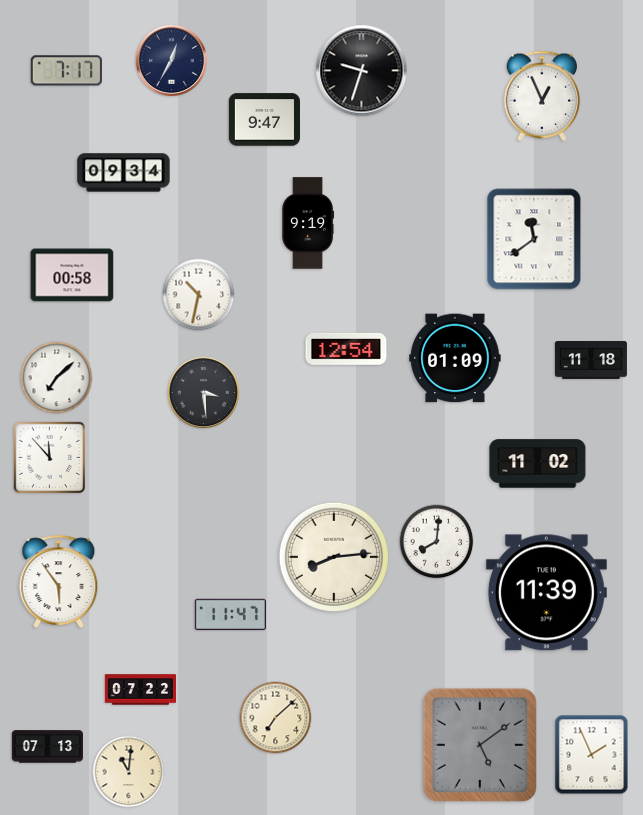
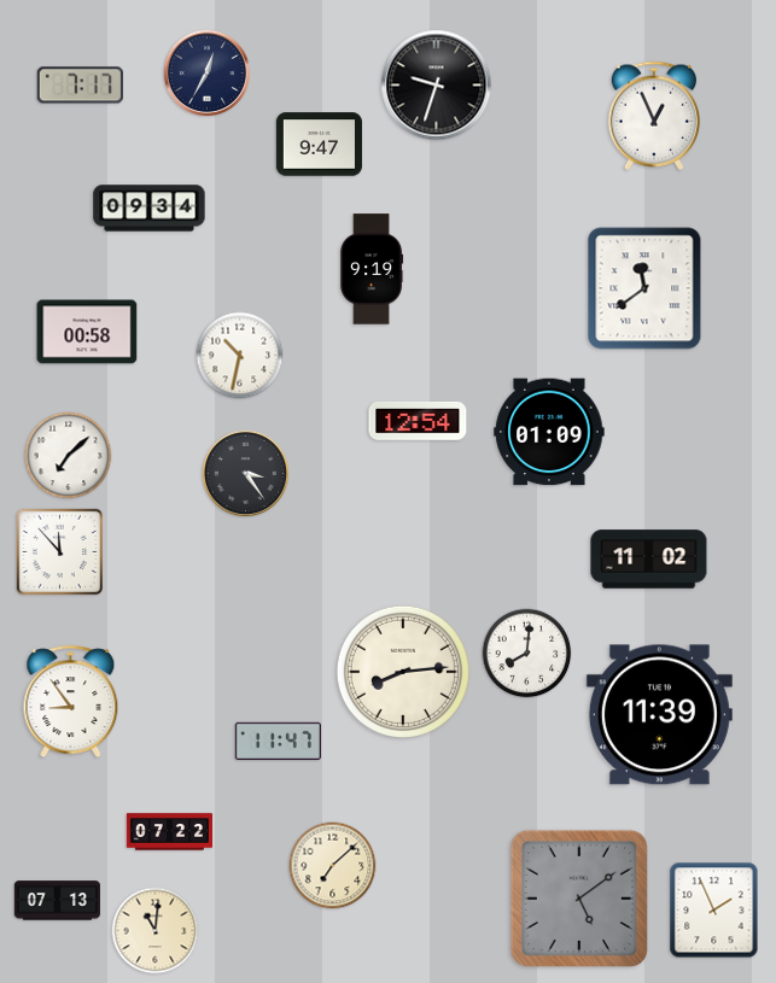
clock at (591, 361): 11:18 -> none
clock at (203, 392): 3:29 -> 3:24
clock at (59, 581): 5:54 -> 8:54
